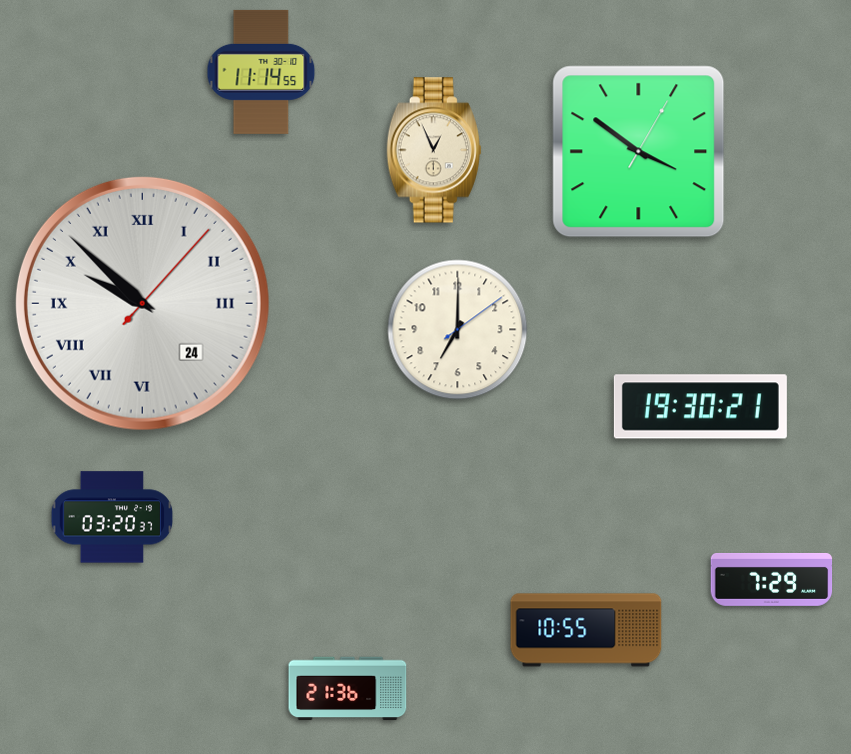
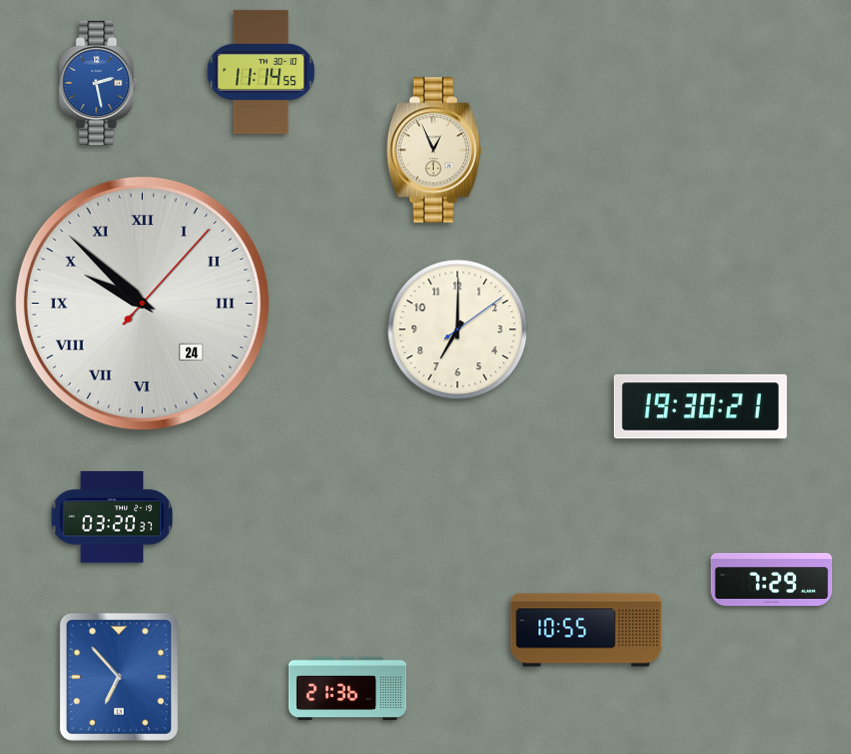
clock at (98, 83): none -> 2:28
clock at (639, 152): 3:51 -> none
clock at (119, 677): none -> 6:53
